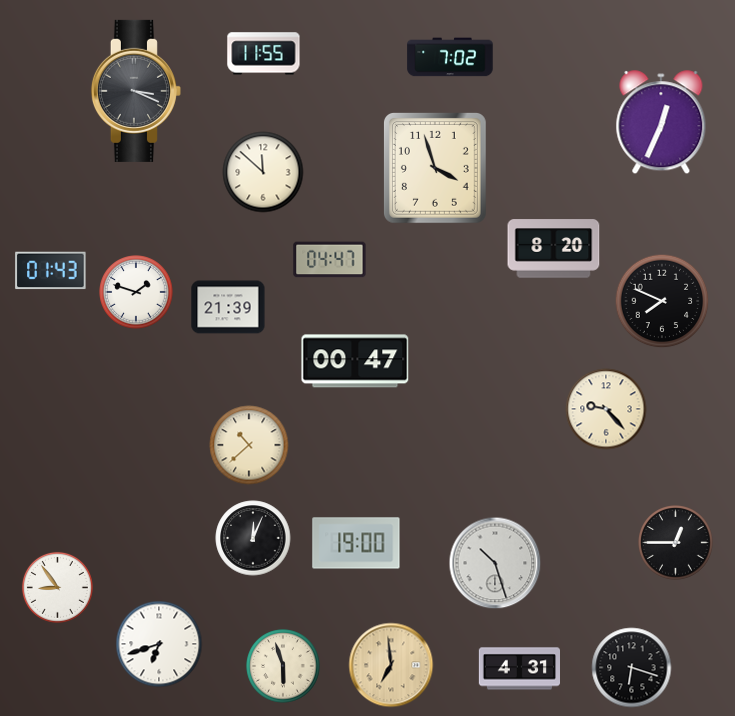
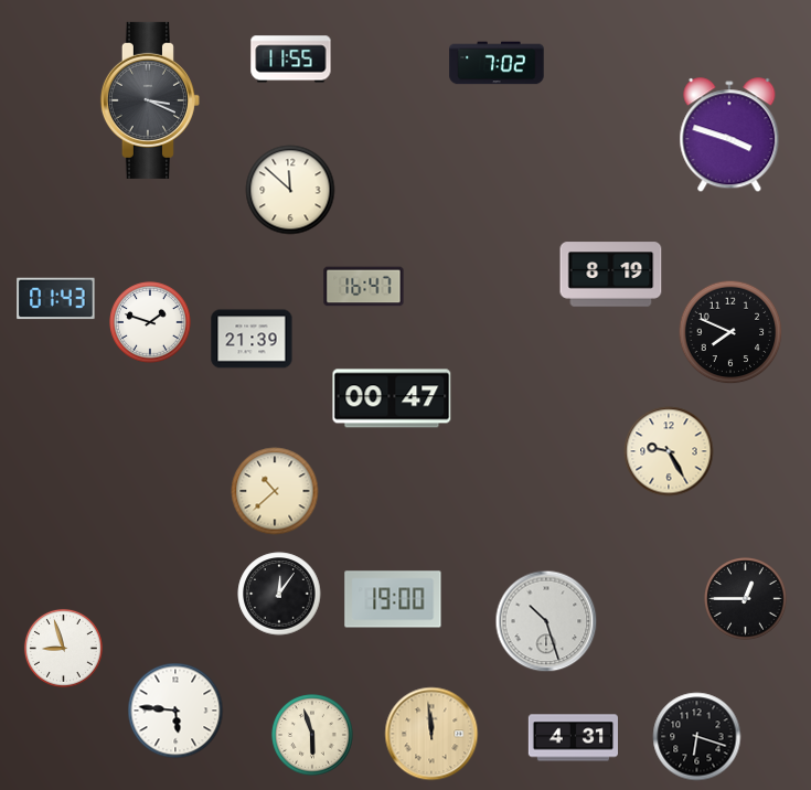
clock at (661, 123): 12:34 -> 3:48
clock at (435, 168): 3:57 -> none
clock at (554, 249): 8:20 -> 8:19
clock at (330, 260): 04:47 -> 16:47
clock at (606, 409): 9:23 -> 9:25
clock at (253, 538): 12:04 -> 12:06
clock at (57, 587): 8:54 -> 8:57
clock at (159, 644): 6:42 -> 5:46
clock at (391, 665): 6:59 -> 11:59
